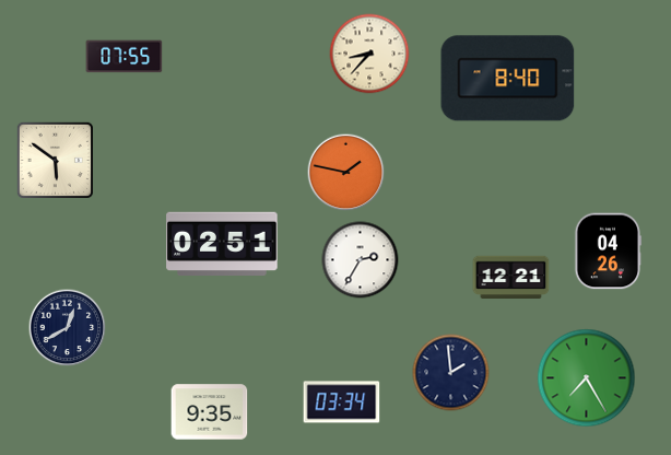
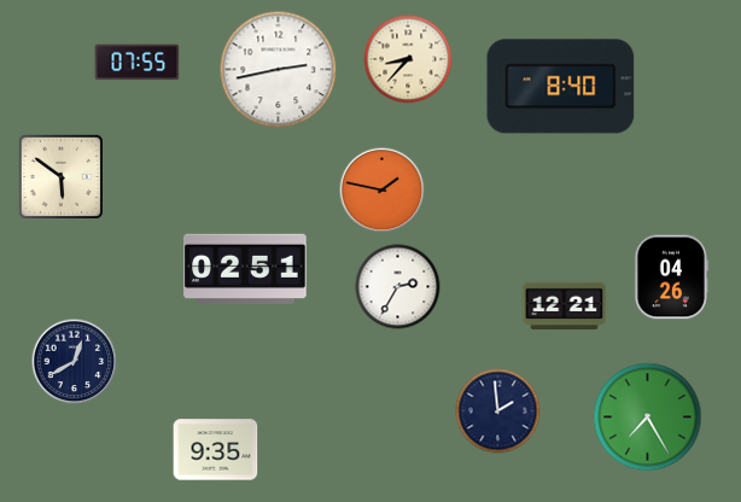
clock at (279, 70): none -> 2:43
clock at (342, 402): 03:34 -> none
clock at (210, 412) position: (210, 412) -> (216, 450)
